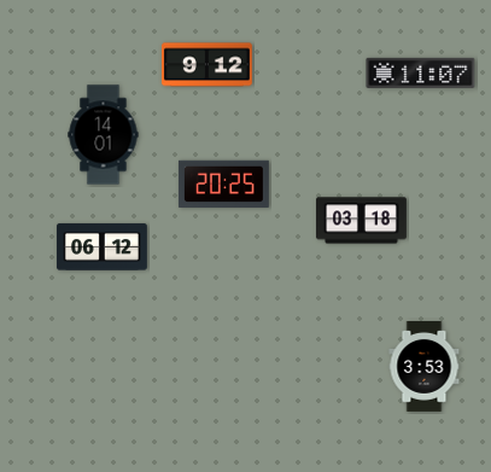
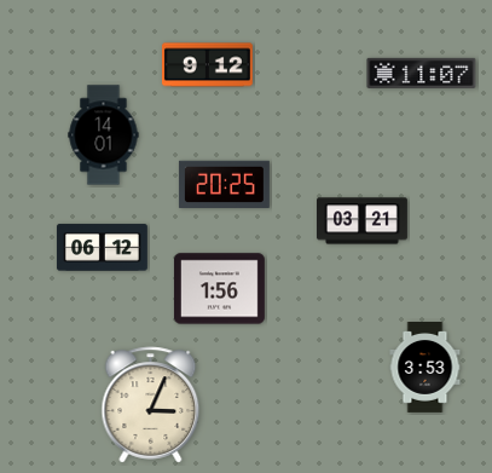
clock at (362, 221): 03:18 -> 03:21
clock at (219, 289): none -> 1:56
clock at (151, 405): none -> 3:04
